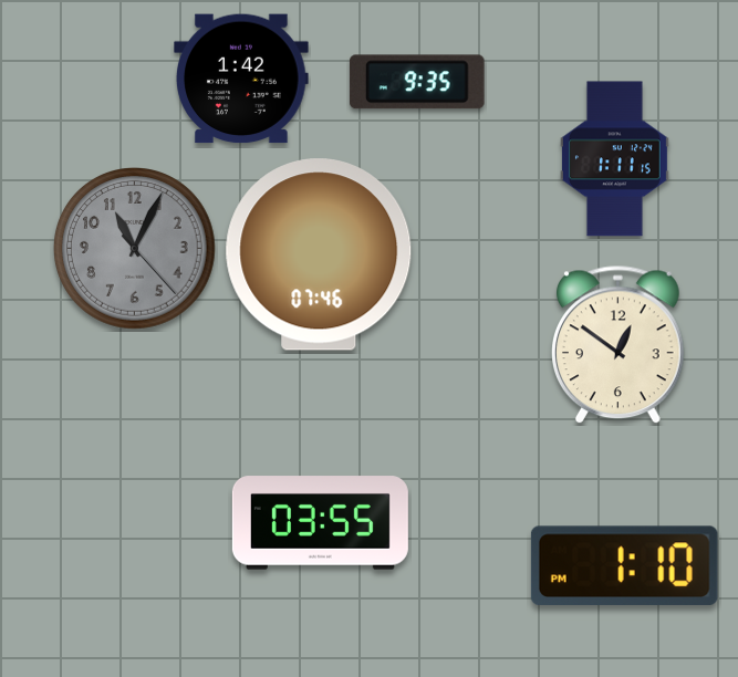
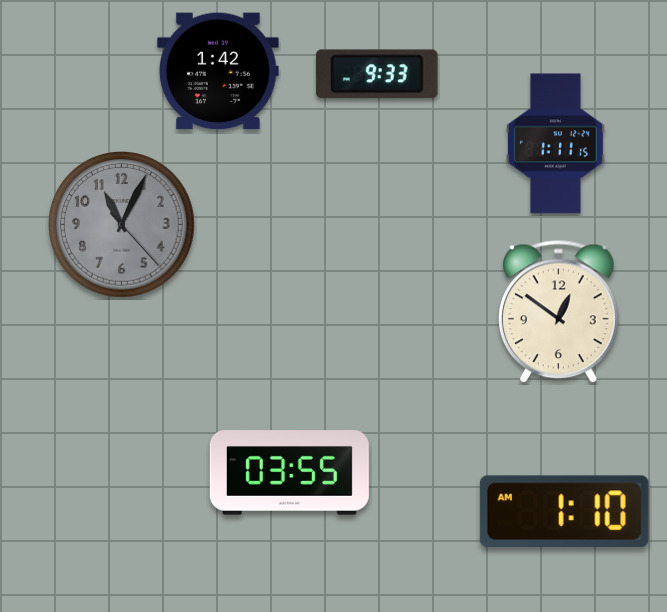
clock at (417, 82): 9:35 -> 9:33
clock at (319, 254): 07:46 -> none
clock at (624, 565): 1:10 PM -> 1:10 AM
